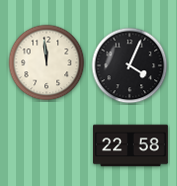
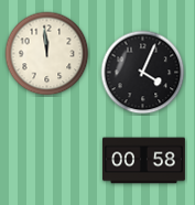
clock at (47, 63) position: (47, 63) -> (47, 54)
clock at (131, 146): 22:58 -> 00:58
